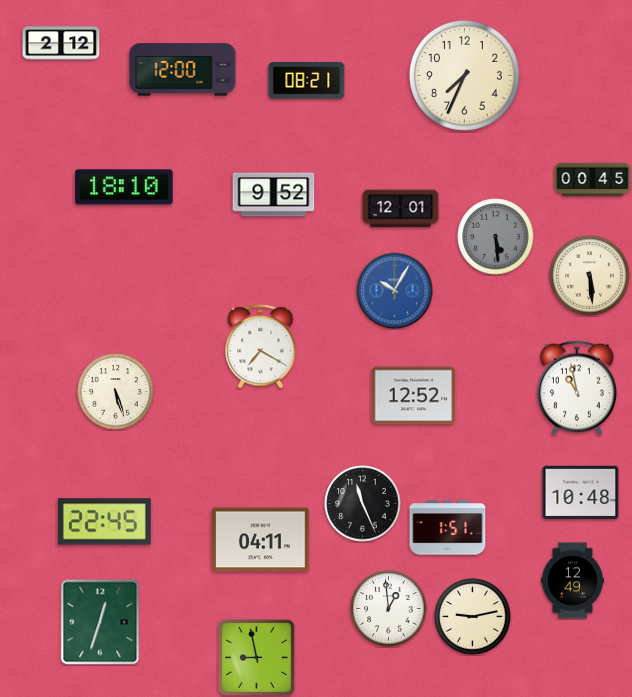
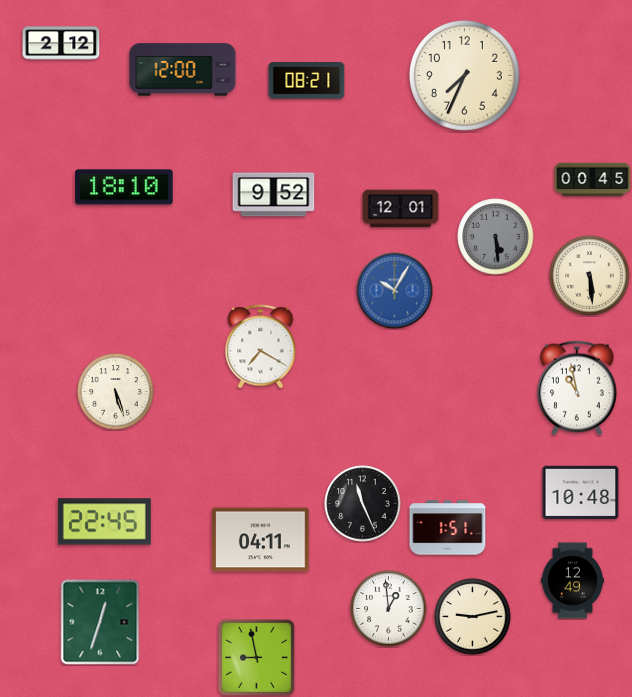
clock at (414, 396): 12:52 -> none
